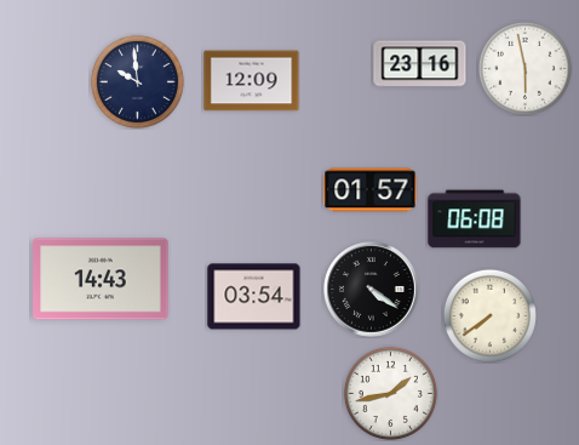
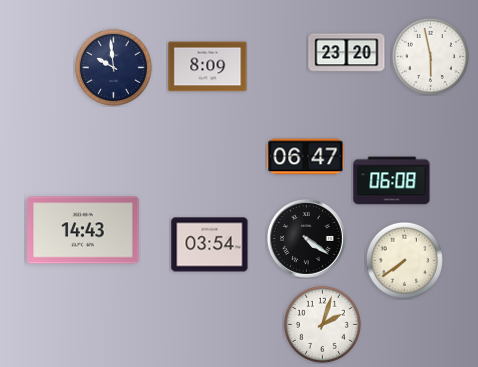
clock at (420, 64): 23:16 -> 23:20
clock at (524, 68) position: (524, 68) -> (430, 56)
clock at (252, 81): 12:09 -> 8:09
clock at (371, 190): 01:57 -> 06:47
clock at (390, 393): 1:43 -> 2:03
